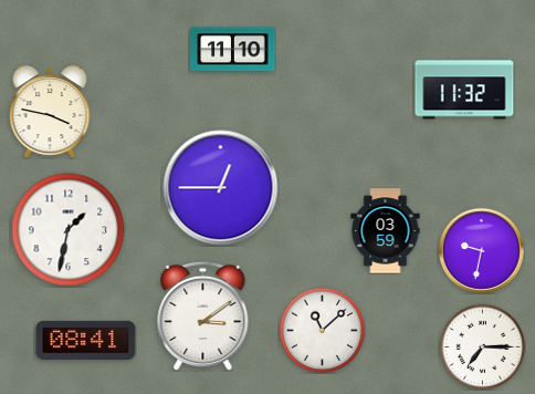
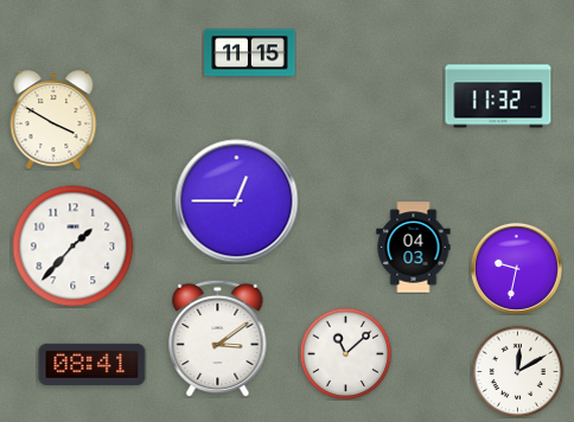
clock at (233, 50): 11:10 -> 11:15
clock at (50, 112): 3:47 -> 3:50
clock at (69, 230): 1:32 -> 1:37
clock at (386, 231): 03:59 -> 04:03
clock at (482, 346): 7:15 -> 12:10
